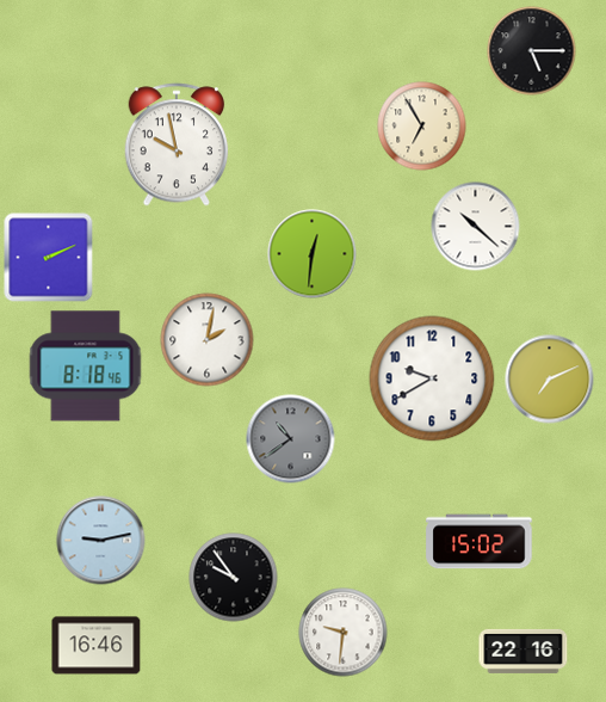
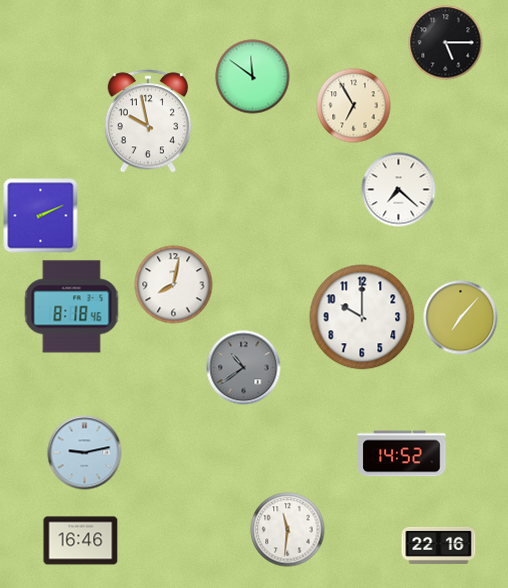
clock at (253, 77): none -> 11:51
clock at (476, 227): 10:22 -> 7:22
clock at (313, 254): 12:31 -> none
clock at (208, 340): 2:02 -> 8:02
clock at (432, 378): 9:40 -> 10:00
clock at (550, 380): 7:11 -> 7:07
clock at (480, 542): 15:02 -> 14:52
clock at (234, 578): 9:54 -> none
clock at (344, 633): 9:31 -> 11:31
